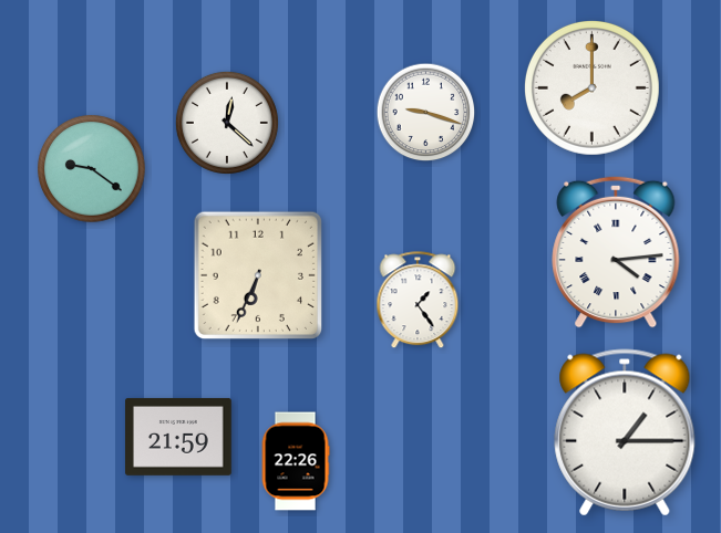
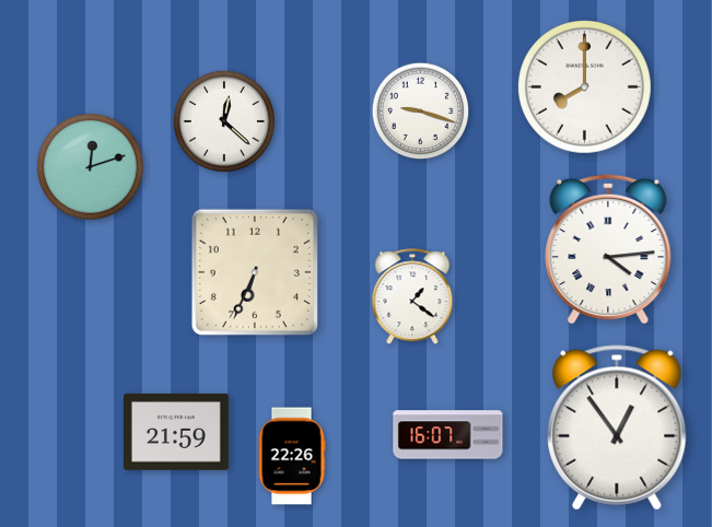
clock at (92, 169): 9:21 -> 12:12
clock at (418, 301): 1:24 -> 1:21
clock at (625, 432): 1:15 -> 12:54
clock at (448, 435): none -> 16:07
